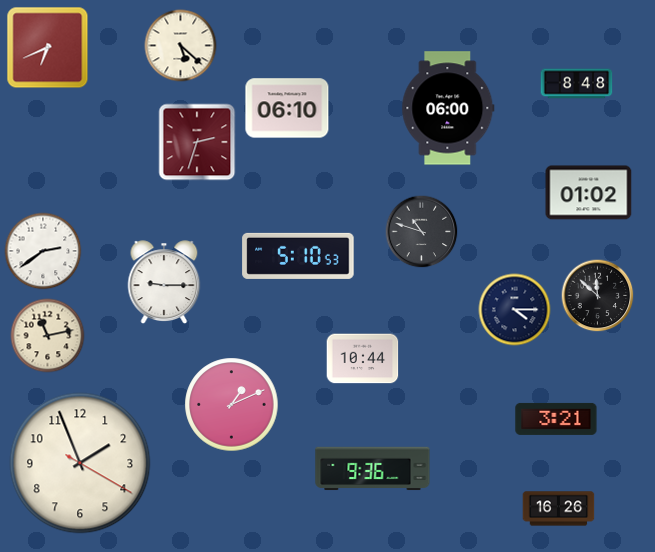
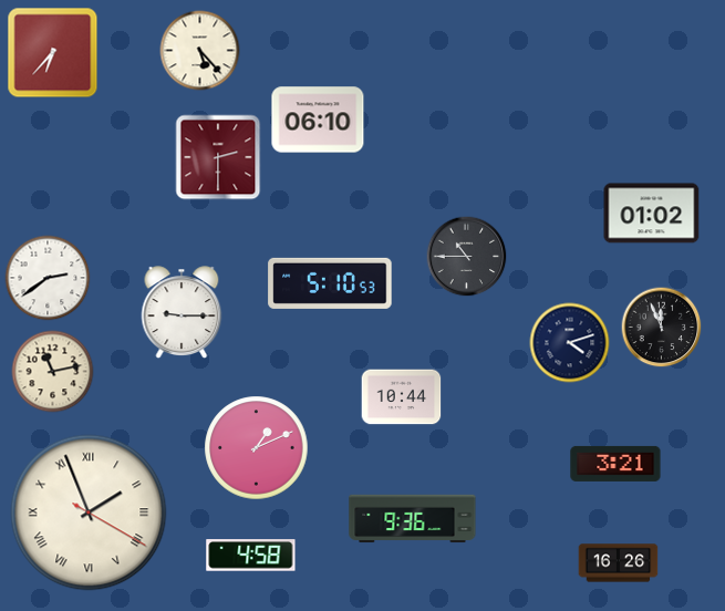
clock at (181, 46): 5:22 -> 5:23
clock at (48, 48): 6:41 -> 6:37
clock at (577, 84): 8:48 -> none
clock at (448, 108): 06:00 -> none
clock at (197, 142): 2:33 -> 2:30
clock at (422, 232): 10:48 -> 10:45
clock at (598, 296): 11:52 -> 11:56
clock at (515, 310): 4:15 -> 4:12
clock at (80, 463) numerals: Arabic -> Roman
clock at (251, 556): none -> 4:58
